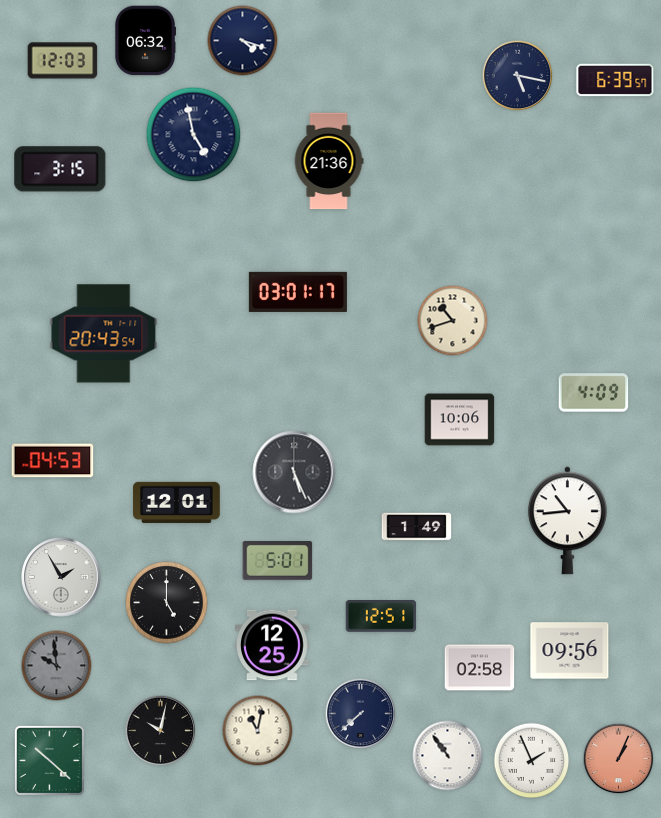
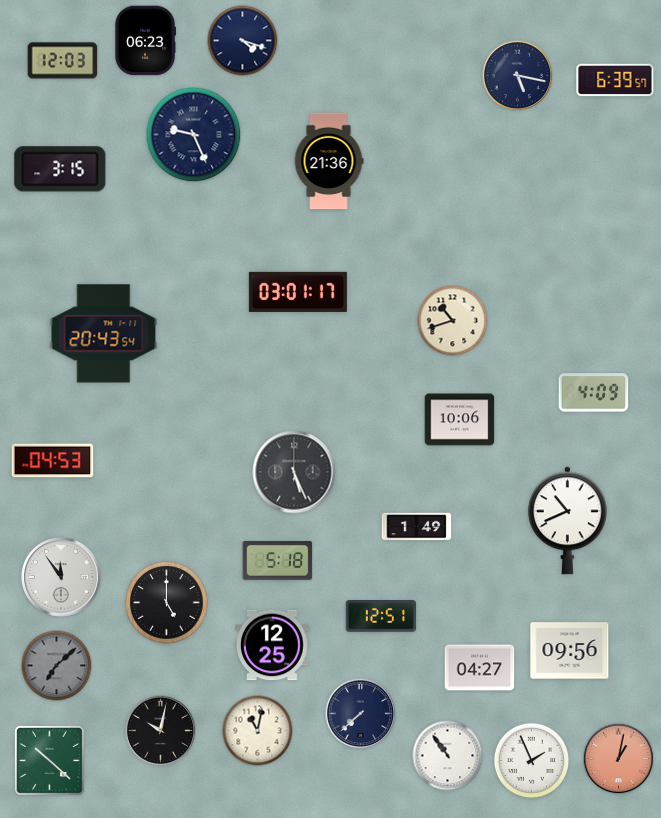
clock at (145, 41): 06:32 -> 06:23
clock at (194, 135): 4:58 -> 9:26
clock at (177, 502): 12:01 -> none
clock at (567, 521): 10:44 -> 10:41
clock at (278, 561): 5:01 -> 5:18
clock at (61, 577): 1:55 -> 11:54
clock at (57, 666): 9:59 -> 7:08
clock at (480, 668): 02:58 -> 04:27
clock at (619, 759): 1:04 -> 1:02
